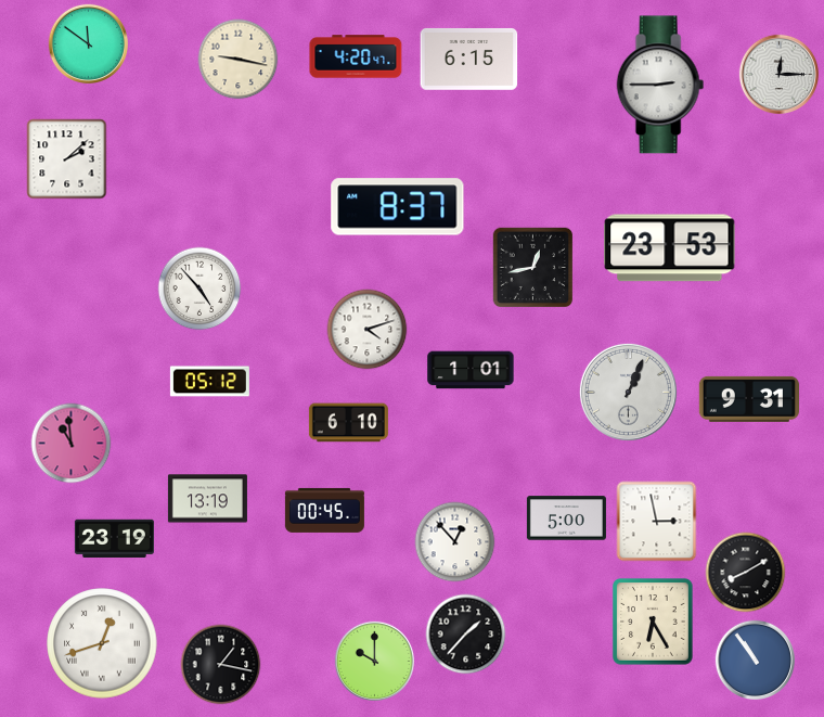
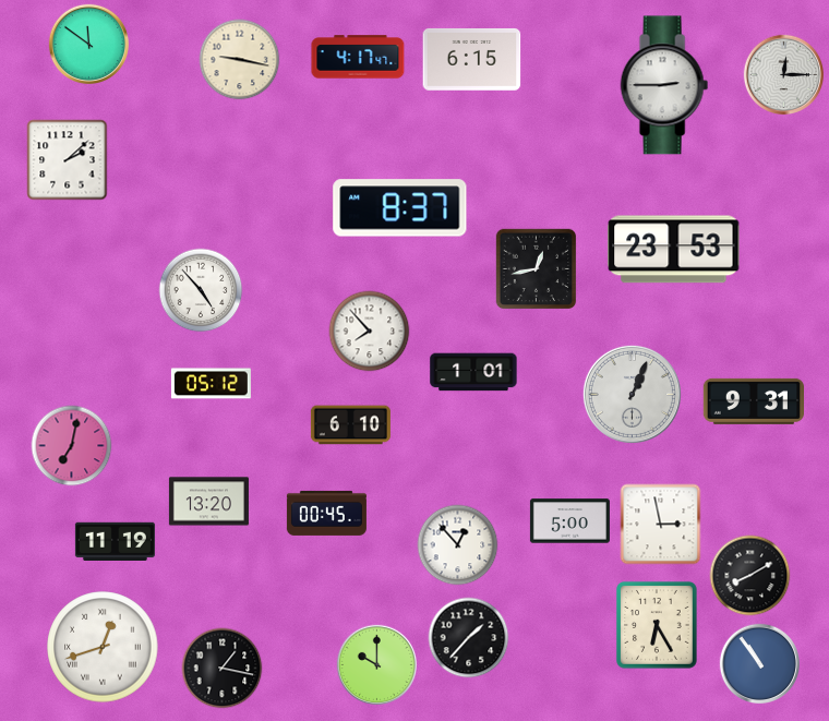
clock at (356, 56): 4:20 -> 4:17
clock at (368, 330): 4:12 -> 7:53
clock at (72, 444): 10:59 -> 7:02
clock at (207, 499): 13:19 -> 13:20
clock at (114, 539): 23:19 -> 11:19
